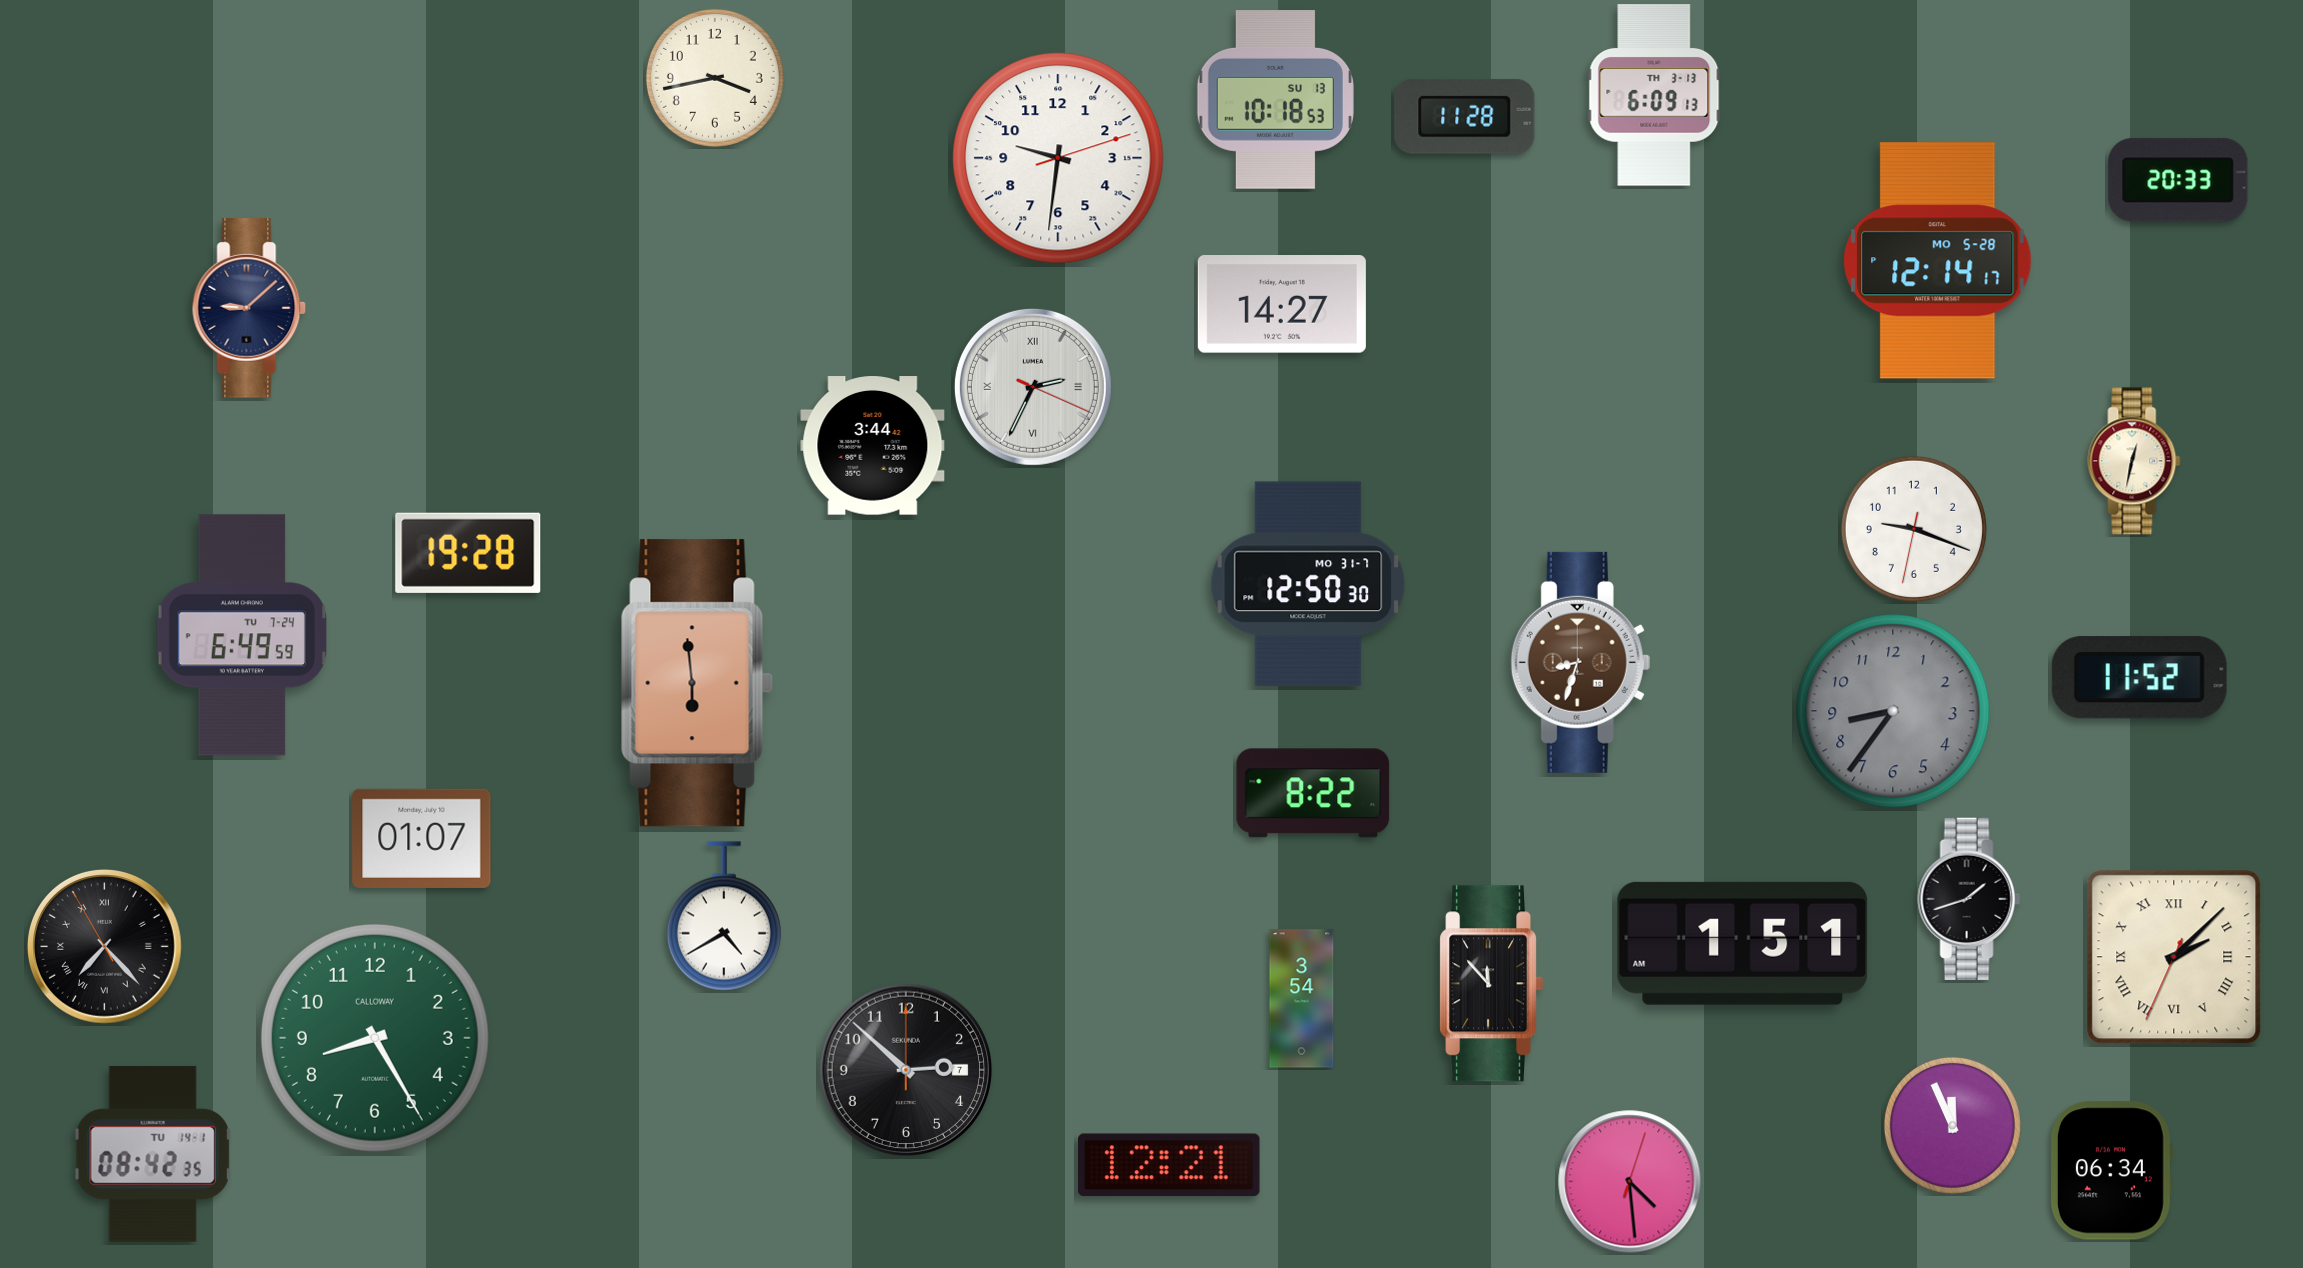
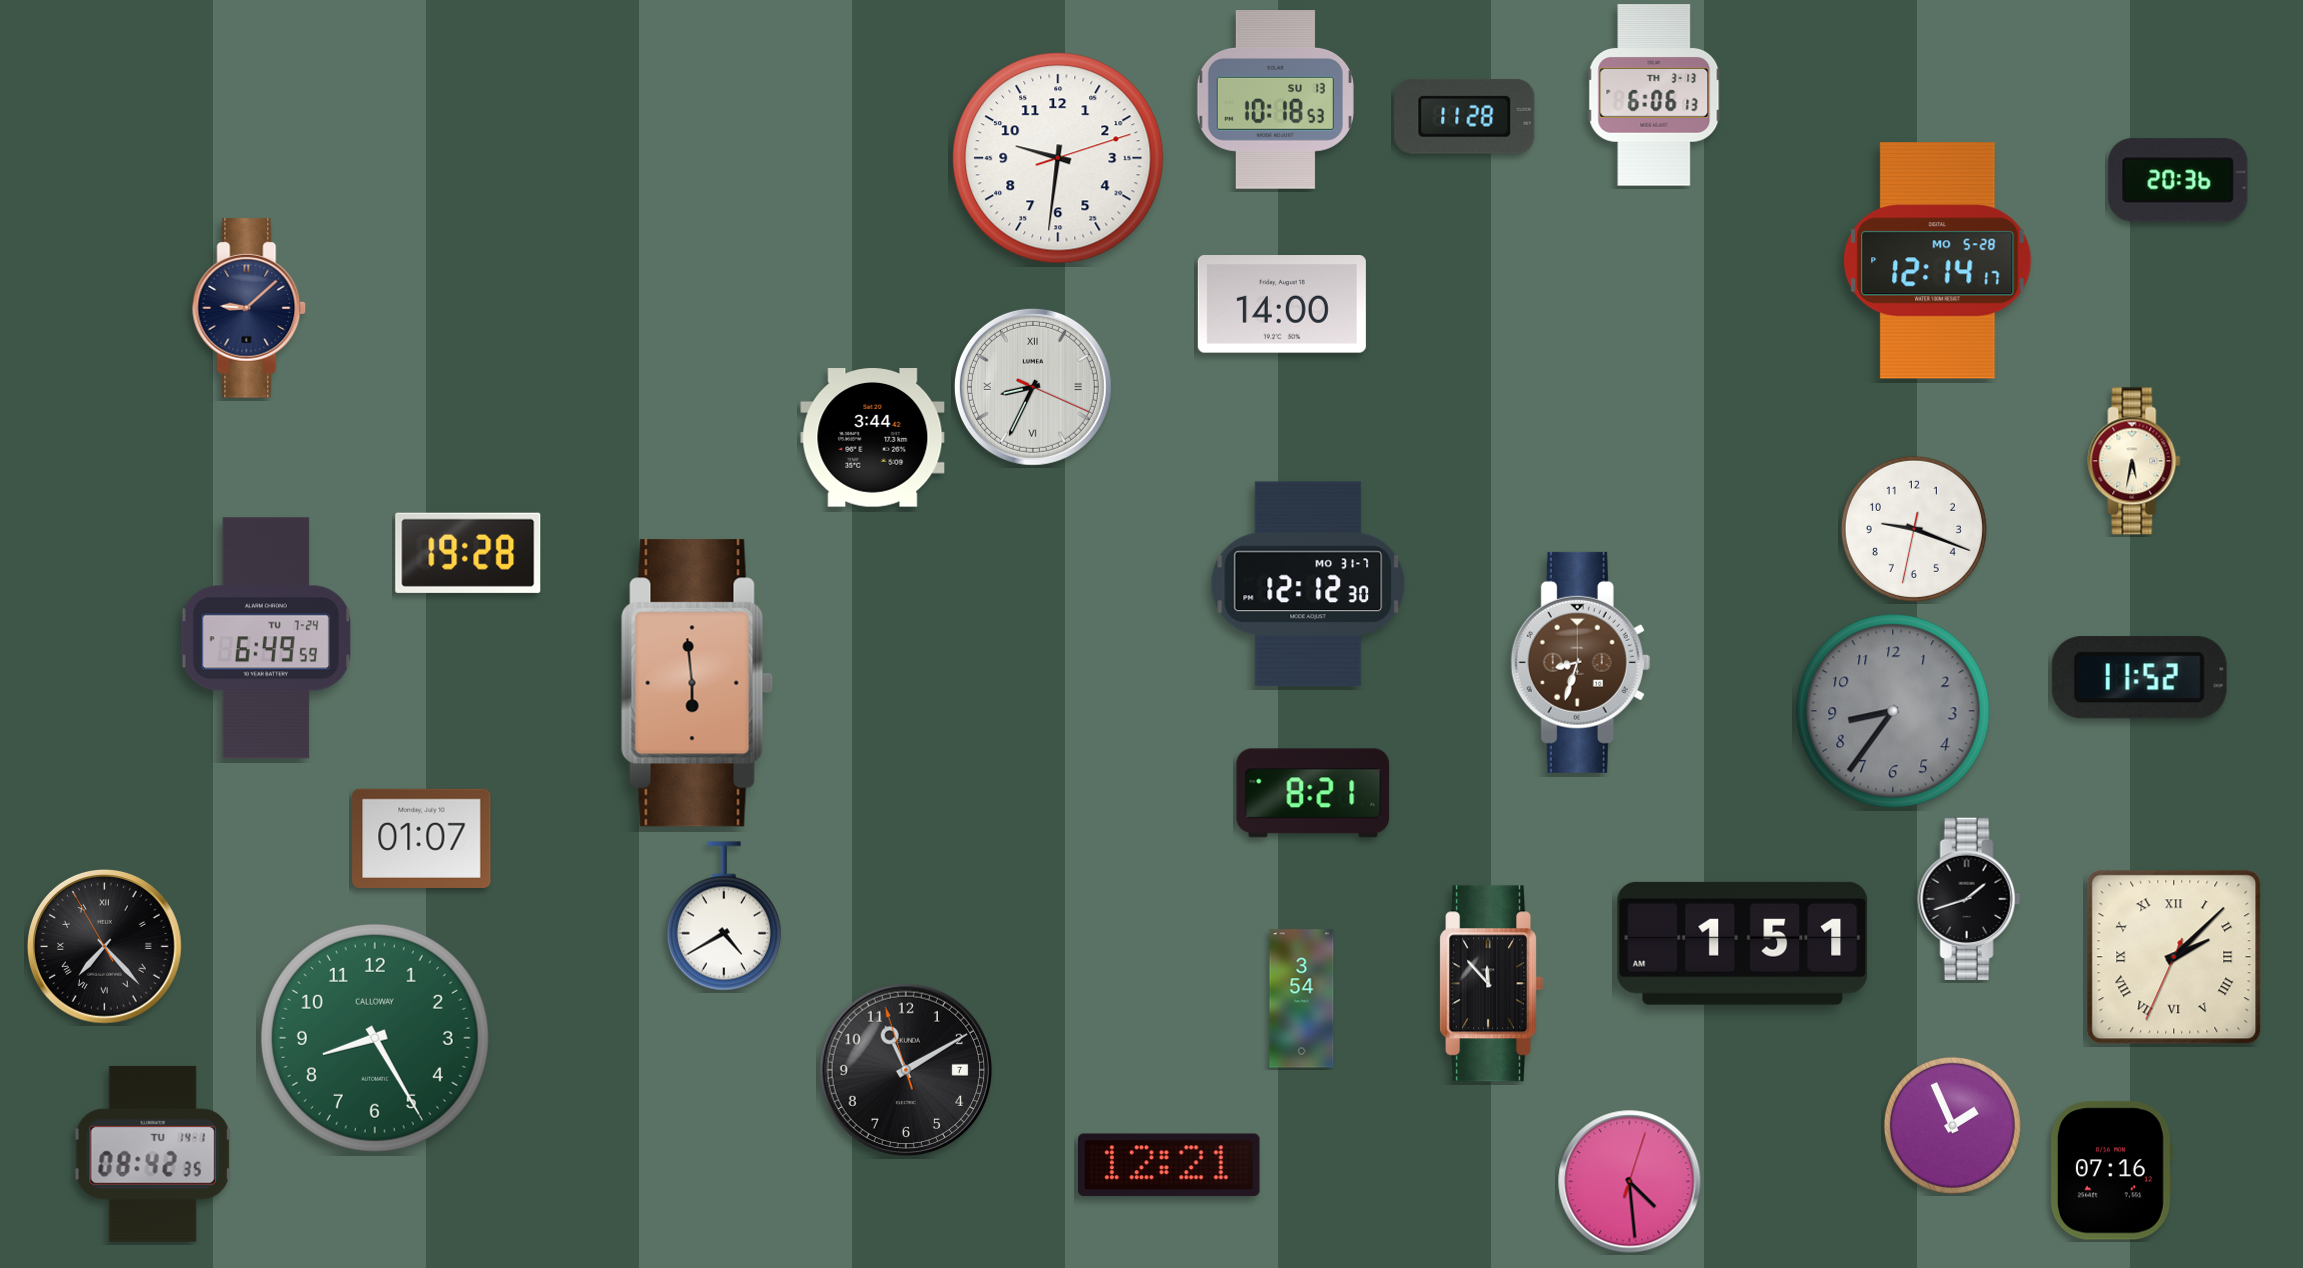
clock at (715, 78): 3:43 -> none
clock at (1654, 95): 6:09 -> 6:06
clock at (2178, 180): 20:33 -> 20:36
clock at (1282, 305): 14:27 -> 14:00
clock at (1033, 387): 2:34 -> 8:34
clock at (873, 446) position: (873, 446) -> (873, 438)
clock at (2134, 461): 12:32 -> 5:32
clock at (1308, 584): 12:50 -> 12:12
clock at (242, 635) position: (242, 635) -> (266, 638)
clock at (1313, 793): 8:22 -> 8:21
clock at (906, 1070): 2:52 -> 11:09
clock at (1952, 1125): 11:56 -> 1:56
clock at (2111, 1171): 06:34 -> 07:16
